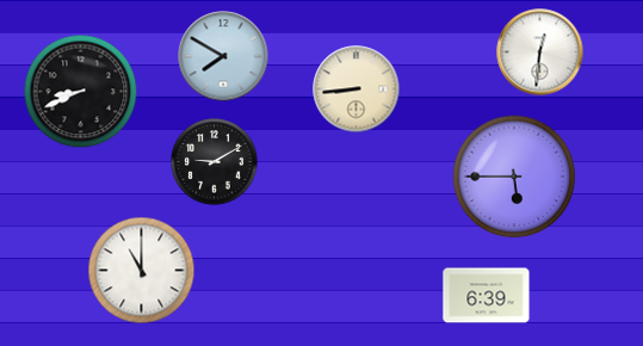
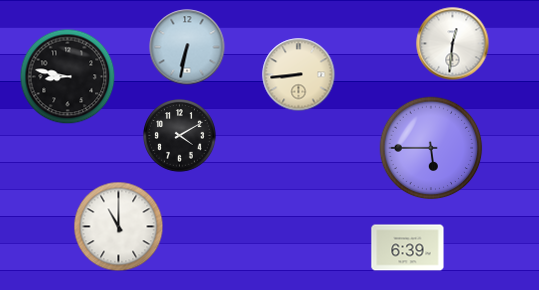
clock at (223, 56): 7:50 -> 6:32
clock at (81, 92): 8:41 -> 8:47
clock at (215, 162): 9:10 -> 4:10
